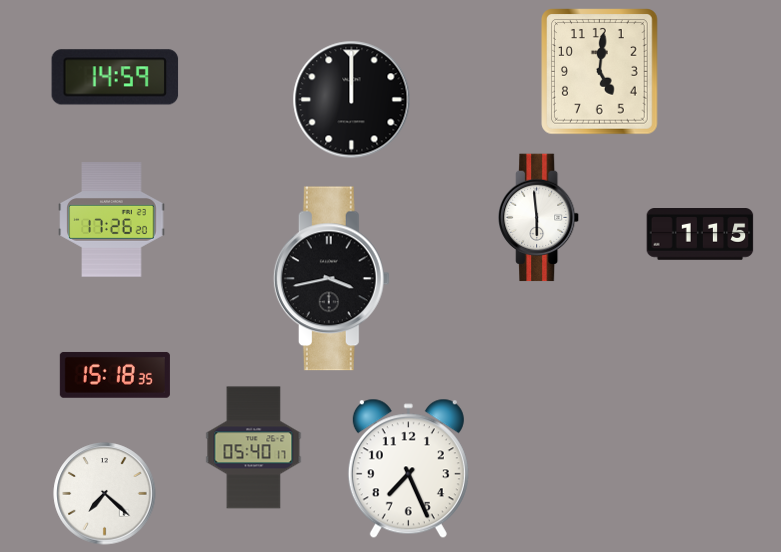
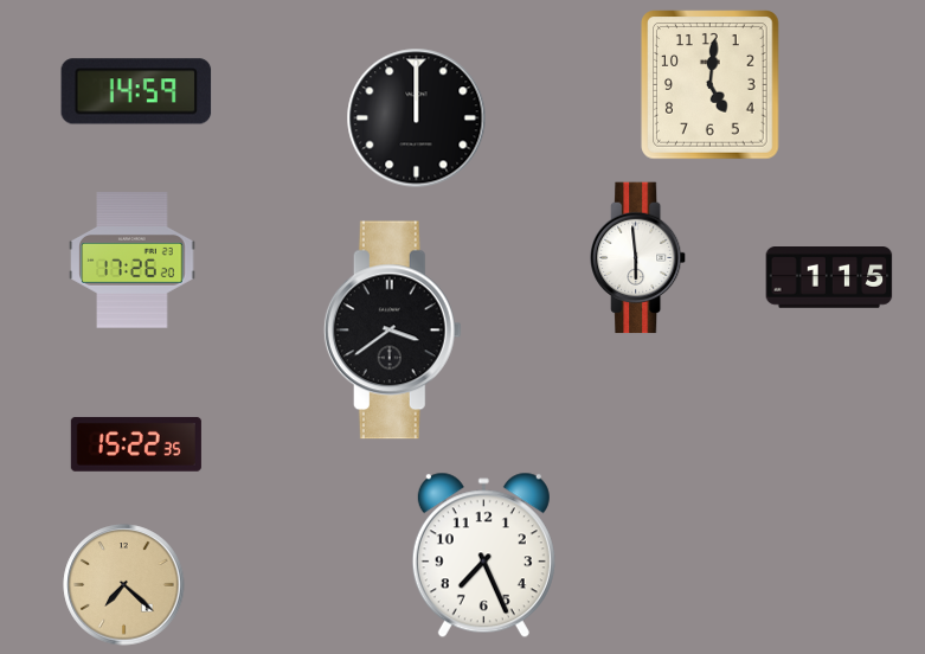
clock at (331, 279): 3:43 -> 3:39
clock at (115, 375): 15:18 -> 15:22
clock at (254, 448): 05:40 -> none
clock at (105, 494) dial: white -> champagne
